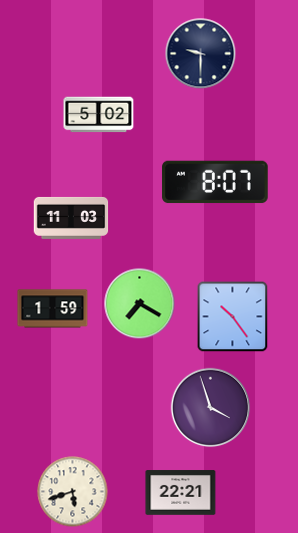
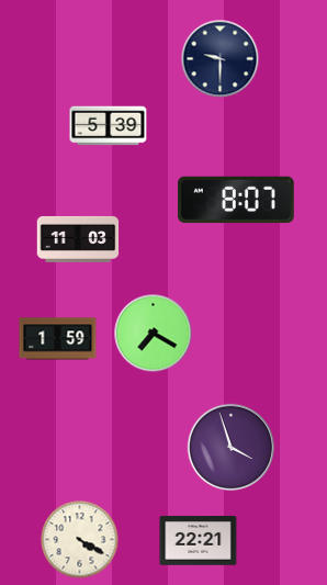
clock at (99, 115): 5:02 -> 5:39
clock at (233, 317): 10:24 -> none
clock at (73, 492): 5:42 -> 4:20
